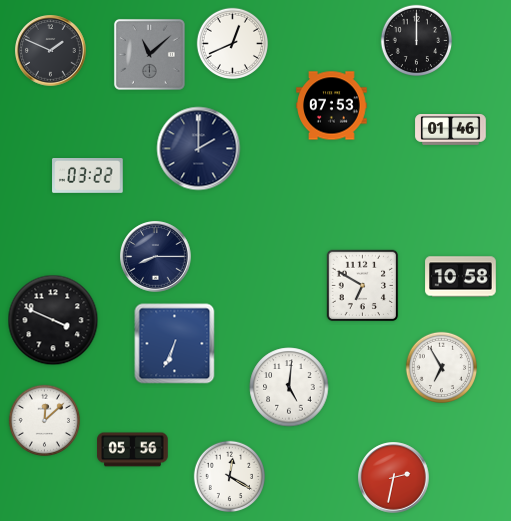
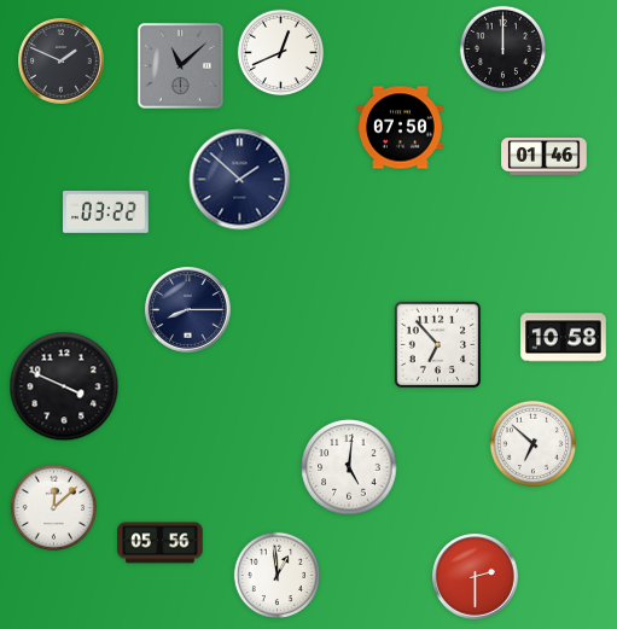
clock at (332, 106): 07:53 -> 07:50
clock at (199, 149): 2:00 -> 1:52
clock at (461, 277) position: (461, 277) -> (564, 338)
clock at (363, 286): 6:50 -> 6:53
clock at (175, 344): 6:34 -> none
clock at (441, 367): 6:55 -> 6:52
clock at (229, 476): 12:20 -> 12:59
clock at (394, 478): 2:32 -> 2:30
